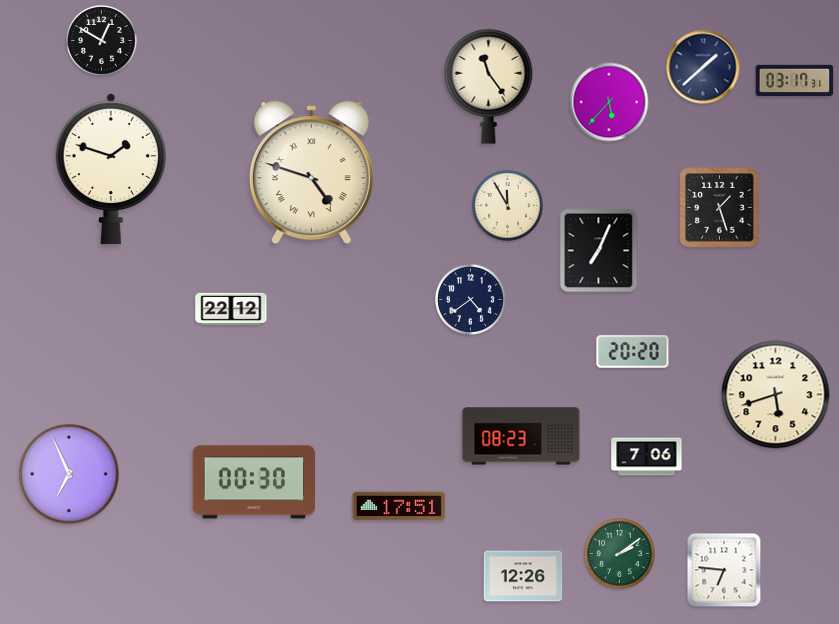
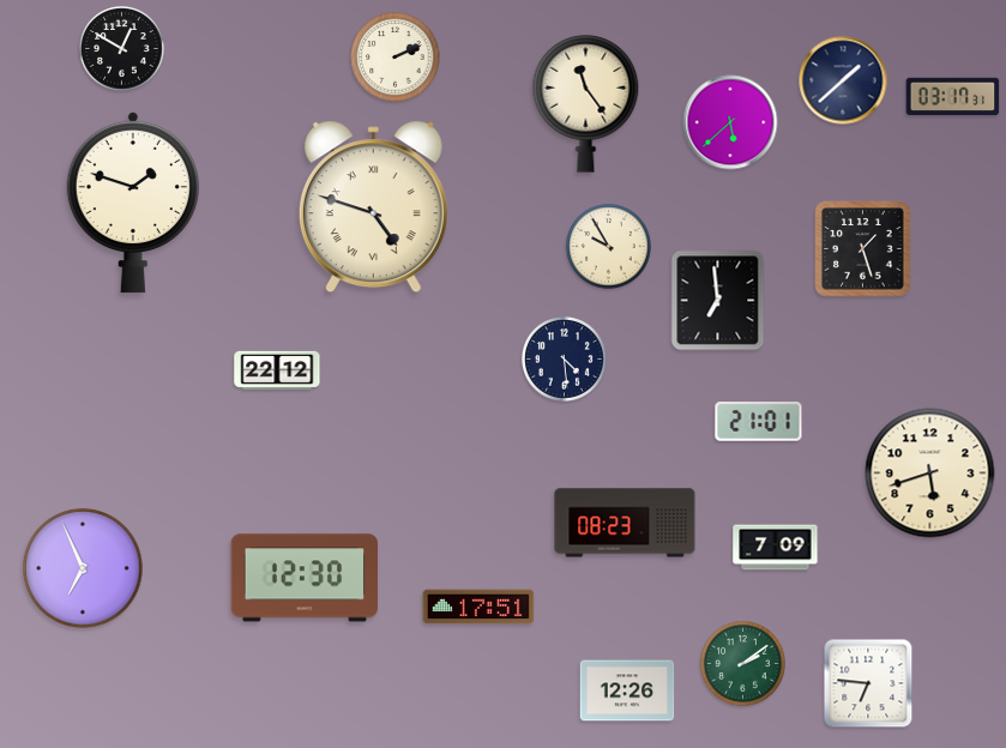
clock at (396, 58): none -> 2:11
clock at (609, 102): 5:37 -> 5:38
clock at (508, 206): 11:55 -> 9:55
clock at (599, 251): 7:04 -> 6:59
clock at (471, 300): 4:39 -> 4:29
clock at (633, 352): 20:20 -> 21:01
clock at (647, 457): 7:06 -> 7:09
clock at (254, 482): 00:30 -> 12:30
